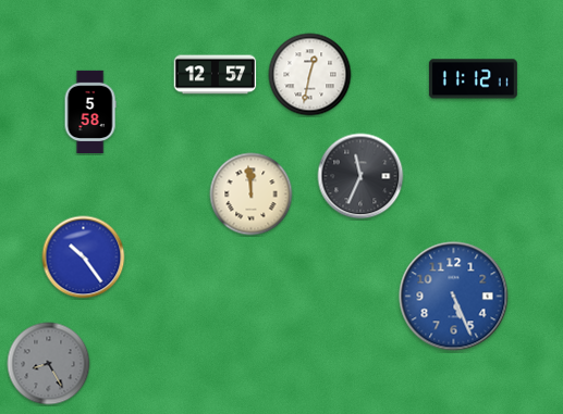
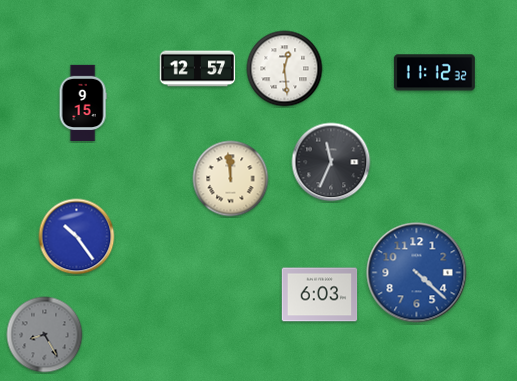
clock at (310, 75): 12:32 -> 12:29
clock at (473, 79): 11:12:11 -> 11:12:32
clock at (90, 112): 5:58 -> 9:15
clock at (454, 297): 5:26 -> 4:22
clock at (320, 295): none -> 6:03
